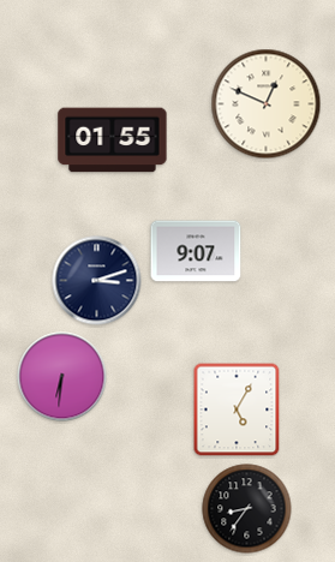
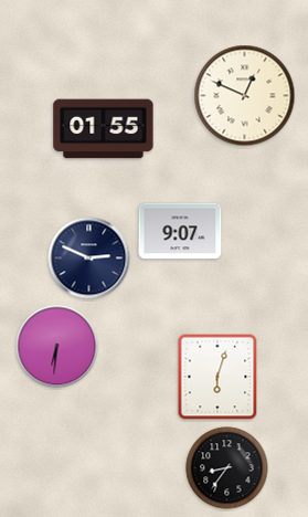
clock at (97, 281): 3:12 -> 2:49
clock at (237, 409): 5:05 -> 6:03
